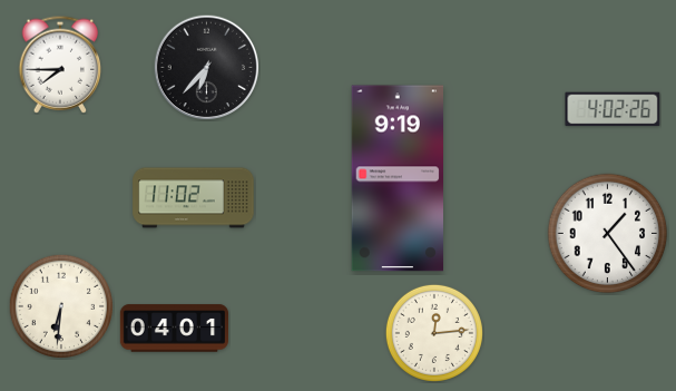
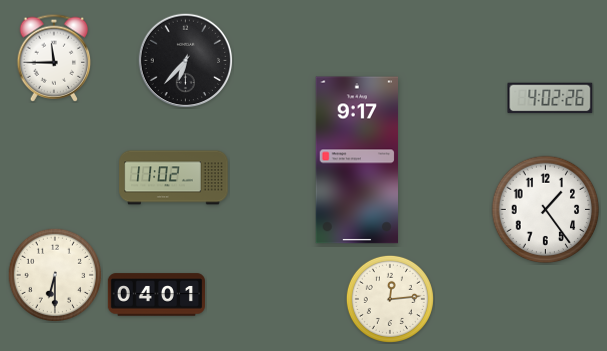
clock at (60, 65): 7:45 -> 11:45
clock at (396, 178): 9:19 -> 9:17
clock at (61, 306): 6:31 -> 6:30
